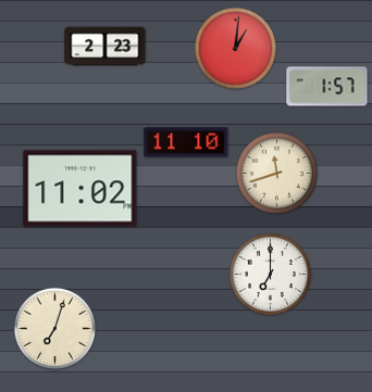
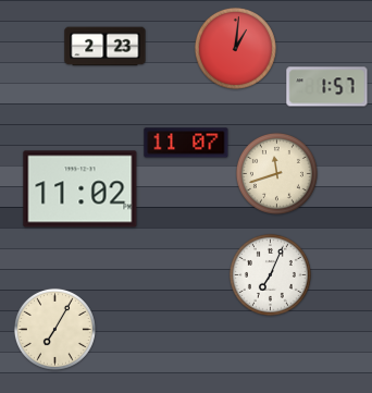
clock at (186, 142): 11:10 -> 11:07
clock at (270, 274): 7:00 -> 7:04
clock at (54, 328): 7:03 -> 7:05
